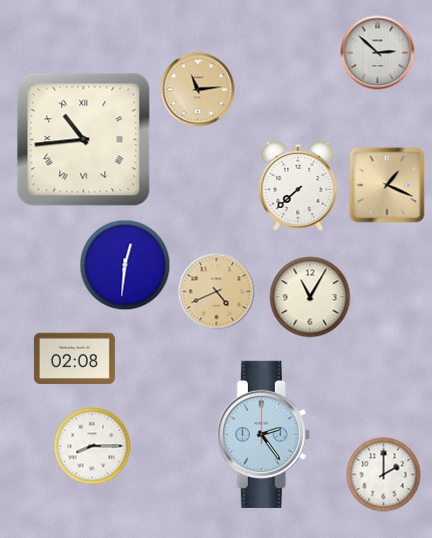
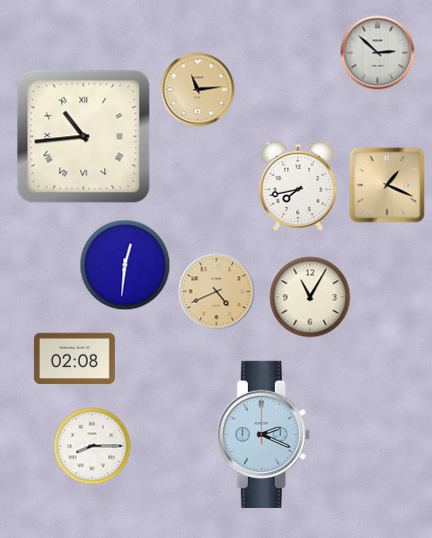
clock at (84, 140) position: (84, 140) -> (84, 137)
clock at (298, 186): 7:38 -> 7:43
clock at (263, 434): 2:24 -> 2:19
clock at (384, 475): 2:00 -> none
